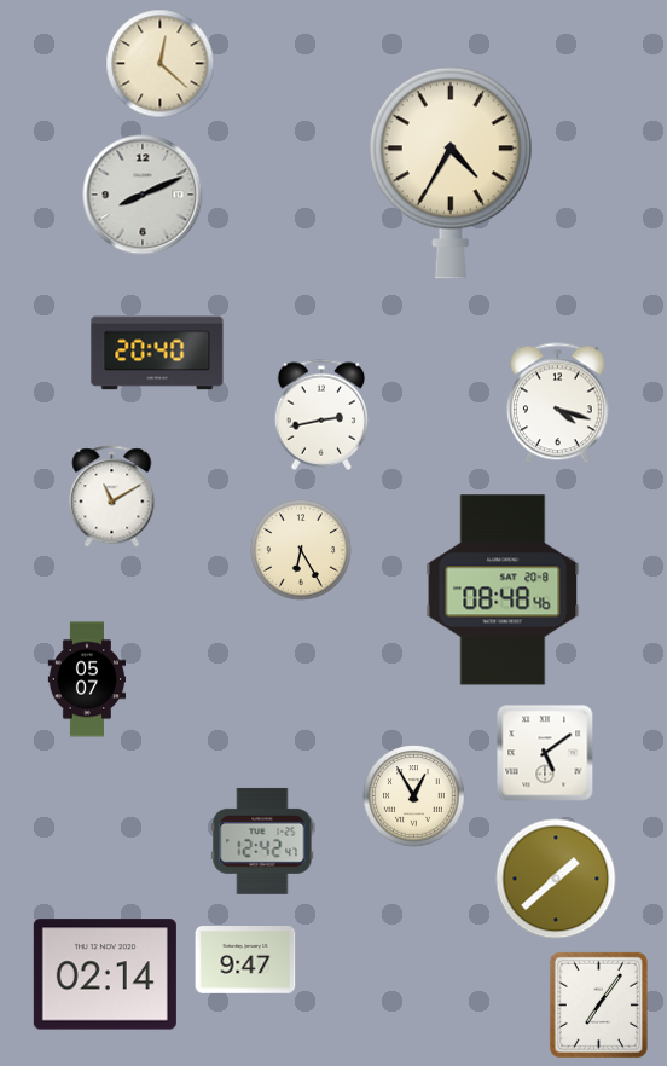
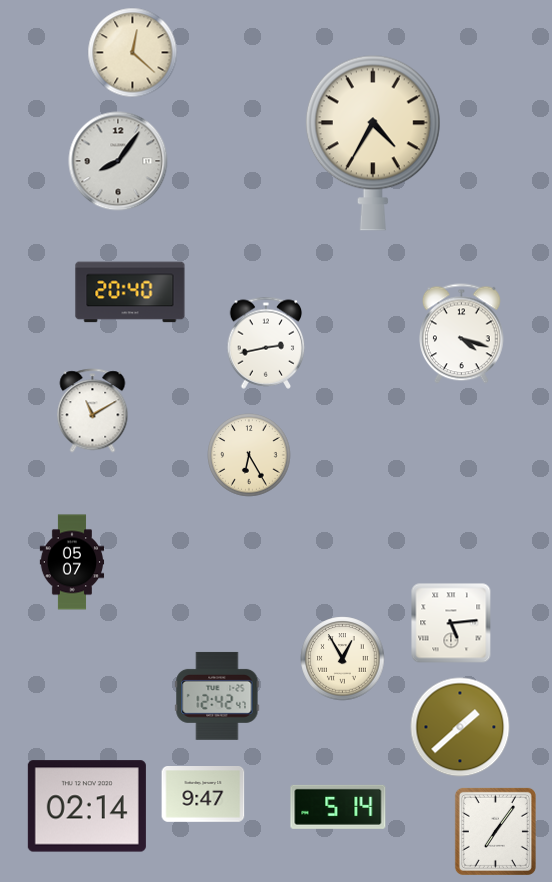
clock at (143, 195): 8:11 -> 8:06
clock at (503, 590): 08:48 -> none
clock at (545, 753): 5:09 -> 5:14
clock at (338, 807): none -> 5:14
